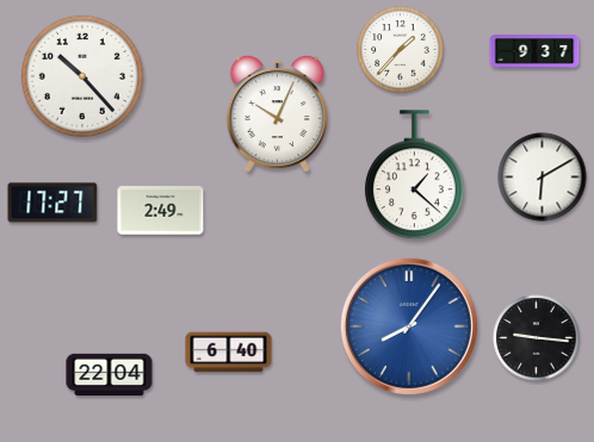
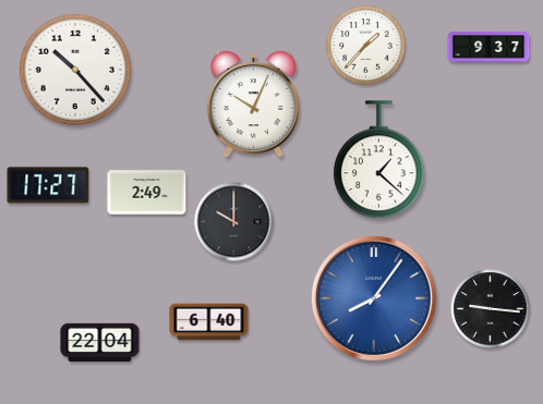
clock at (543, 178): 6:10 -> none
clock at (234, 222): none -> 10:00
